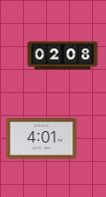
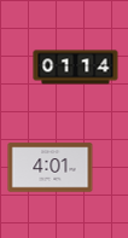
clock at (63, 56): 02:08 -> 01:14
